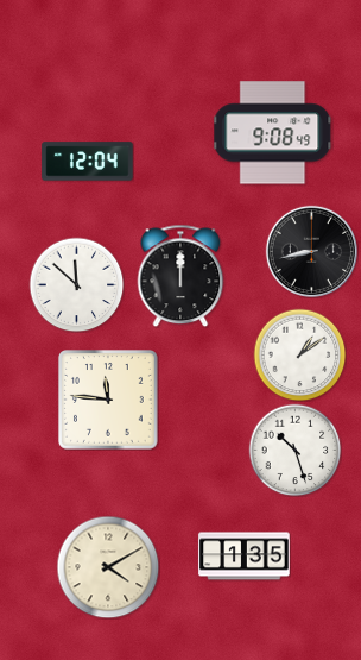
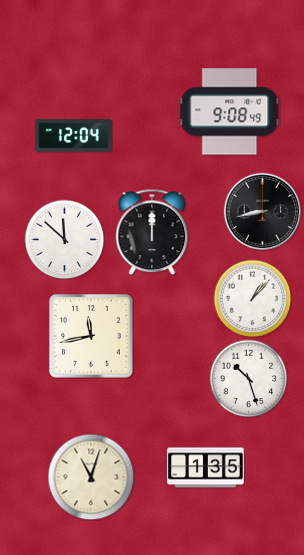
clock at (299, 354): 1:09 -> 1:07
clock at (109, 401): 11:46 -> 11:43
clock at (108, 567): 4:10 -> 11:03
